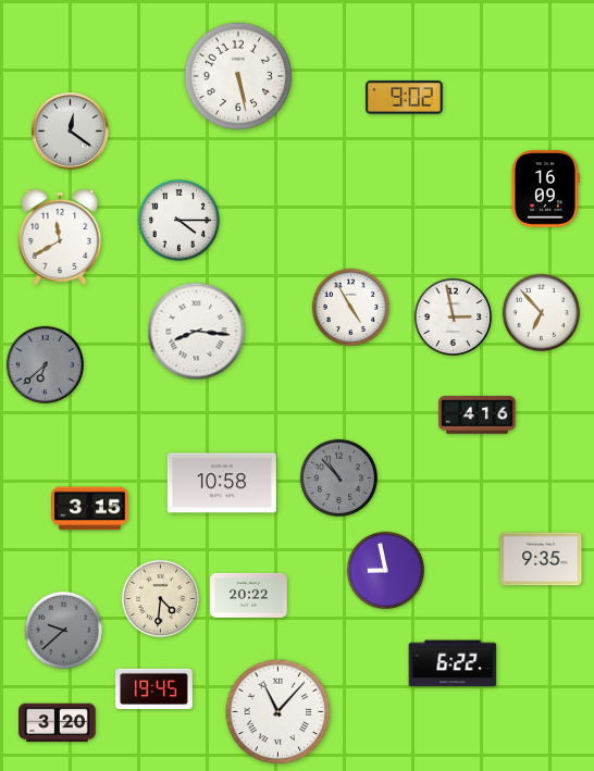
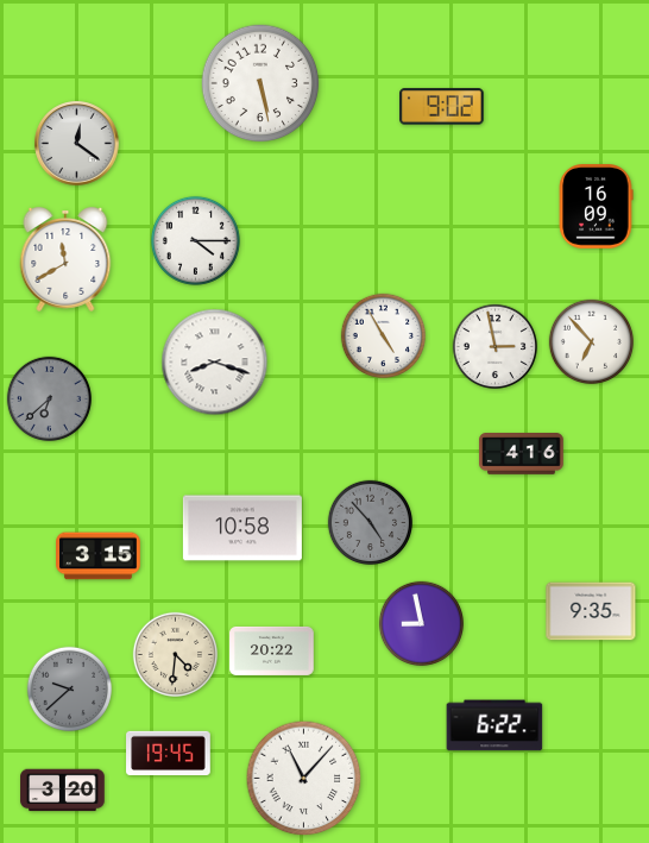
clock at (197, 332): 8:16 -> 8:18
clock at (338, 477): 10:53 -> 4:53
